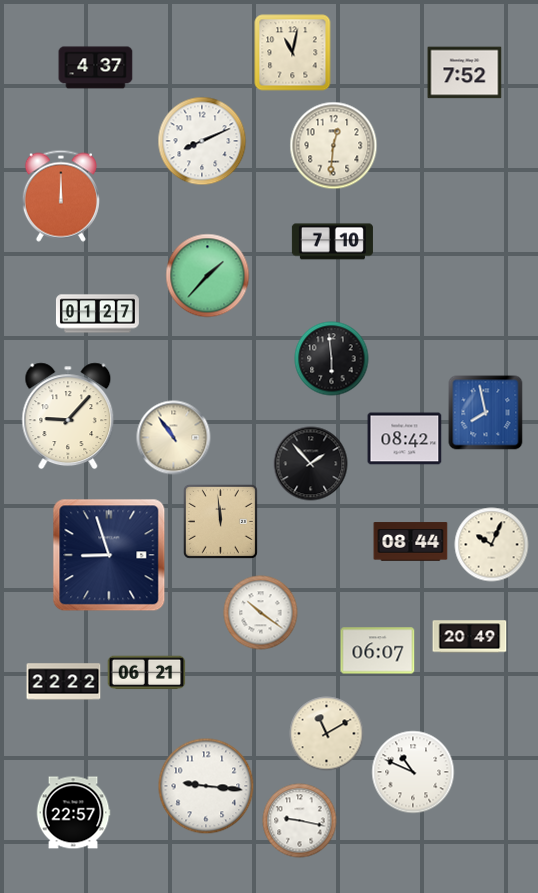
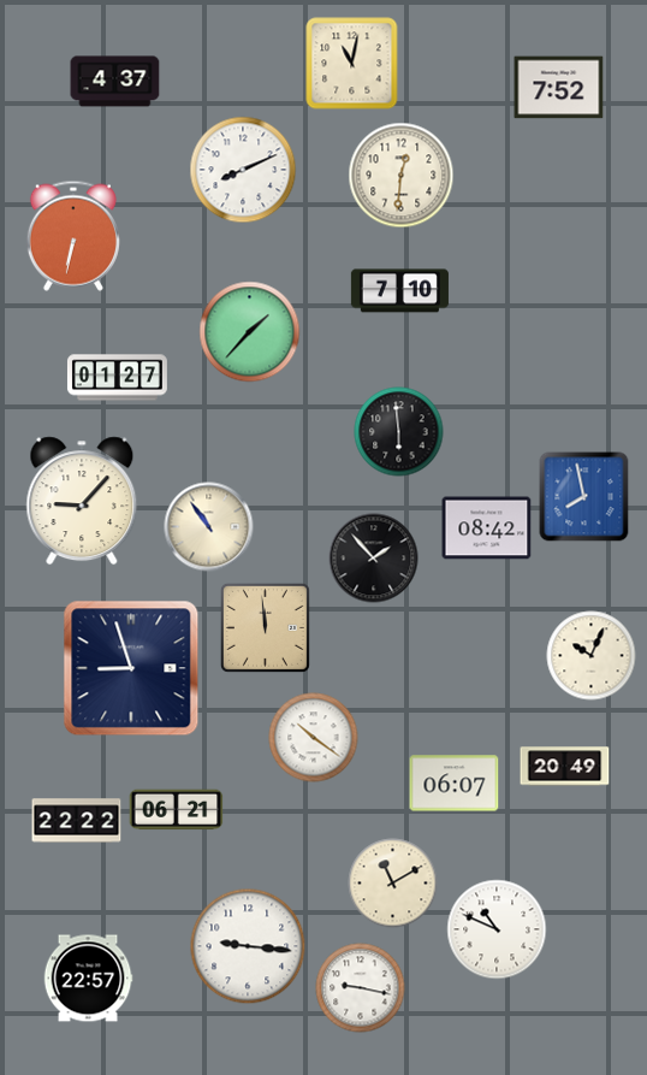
clock at (61, 196): 12:00 -> 6:32
clock at (411, 542): 08:44 -> none
